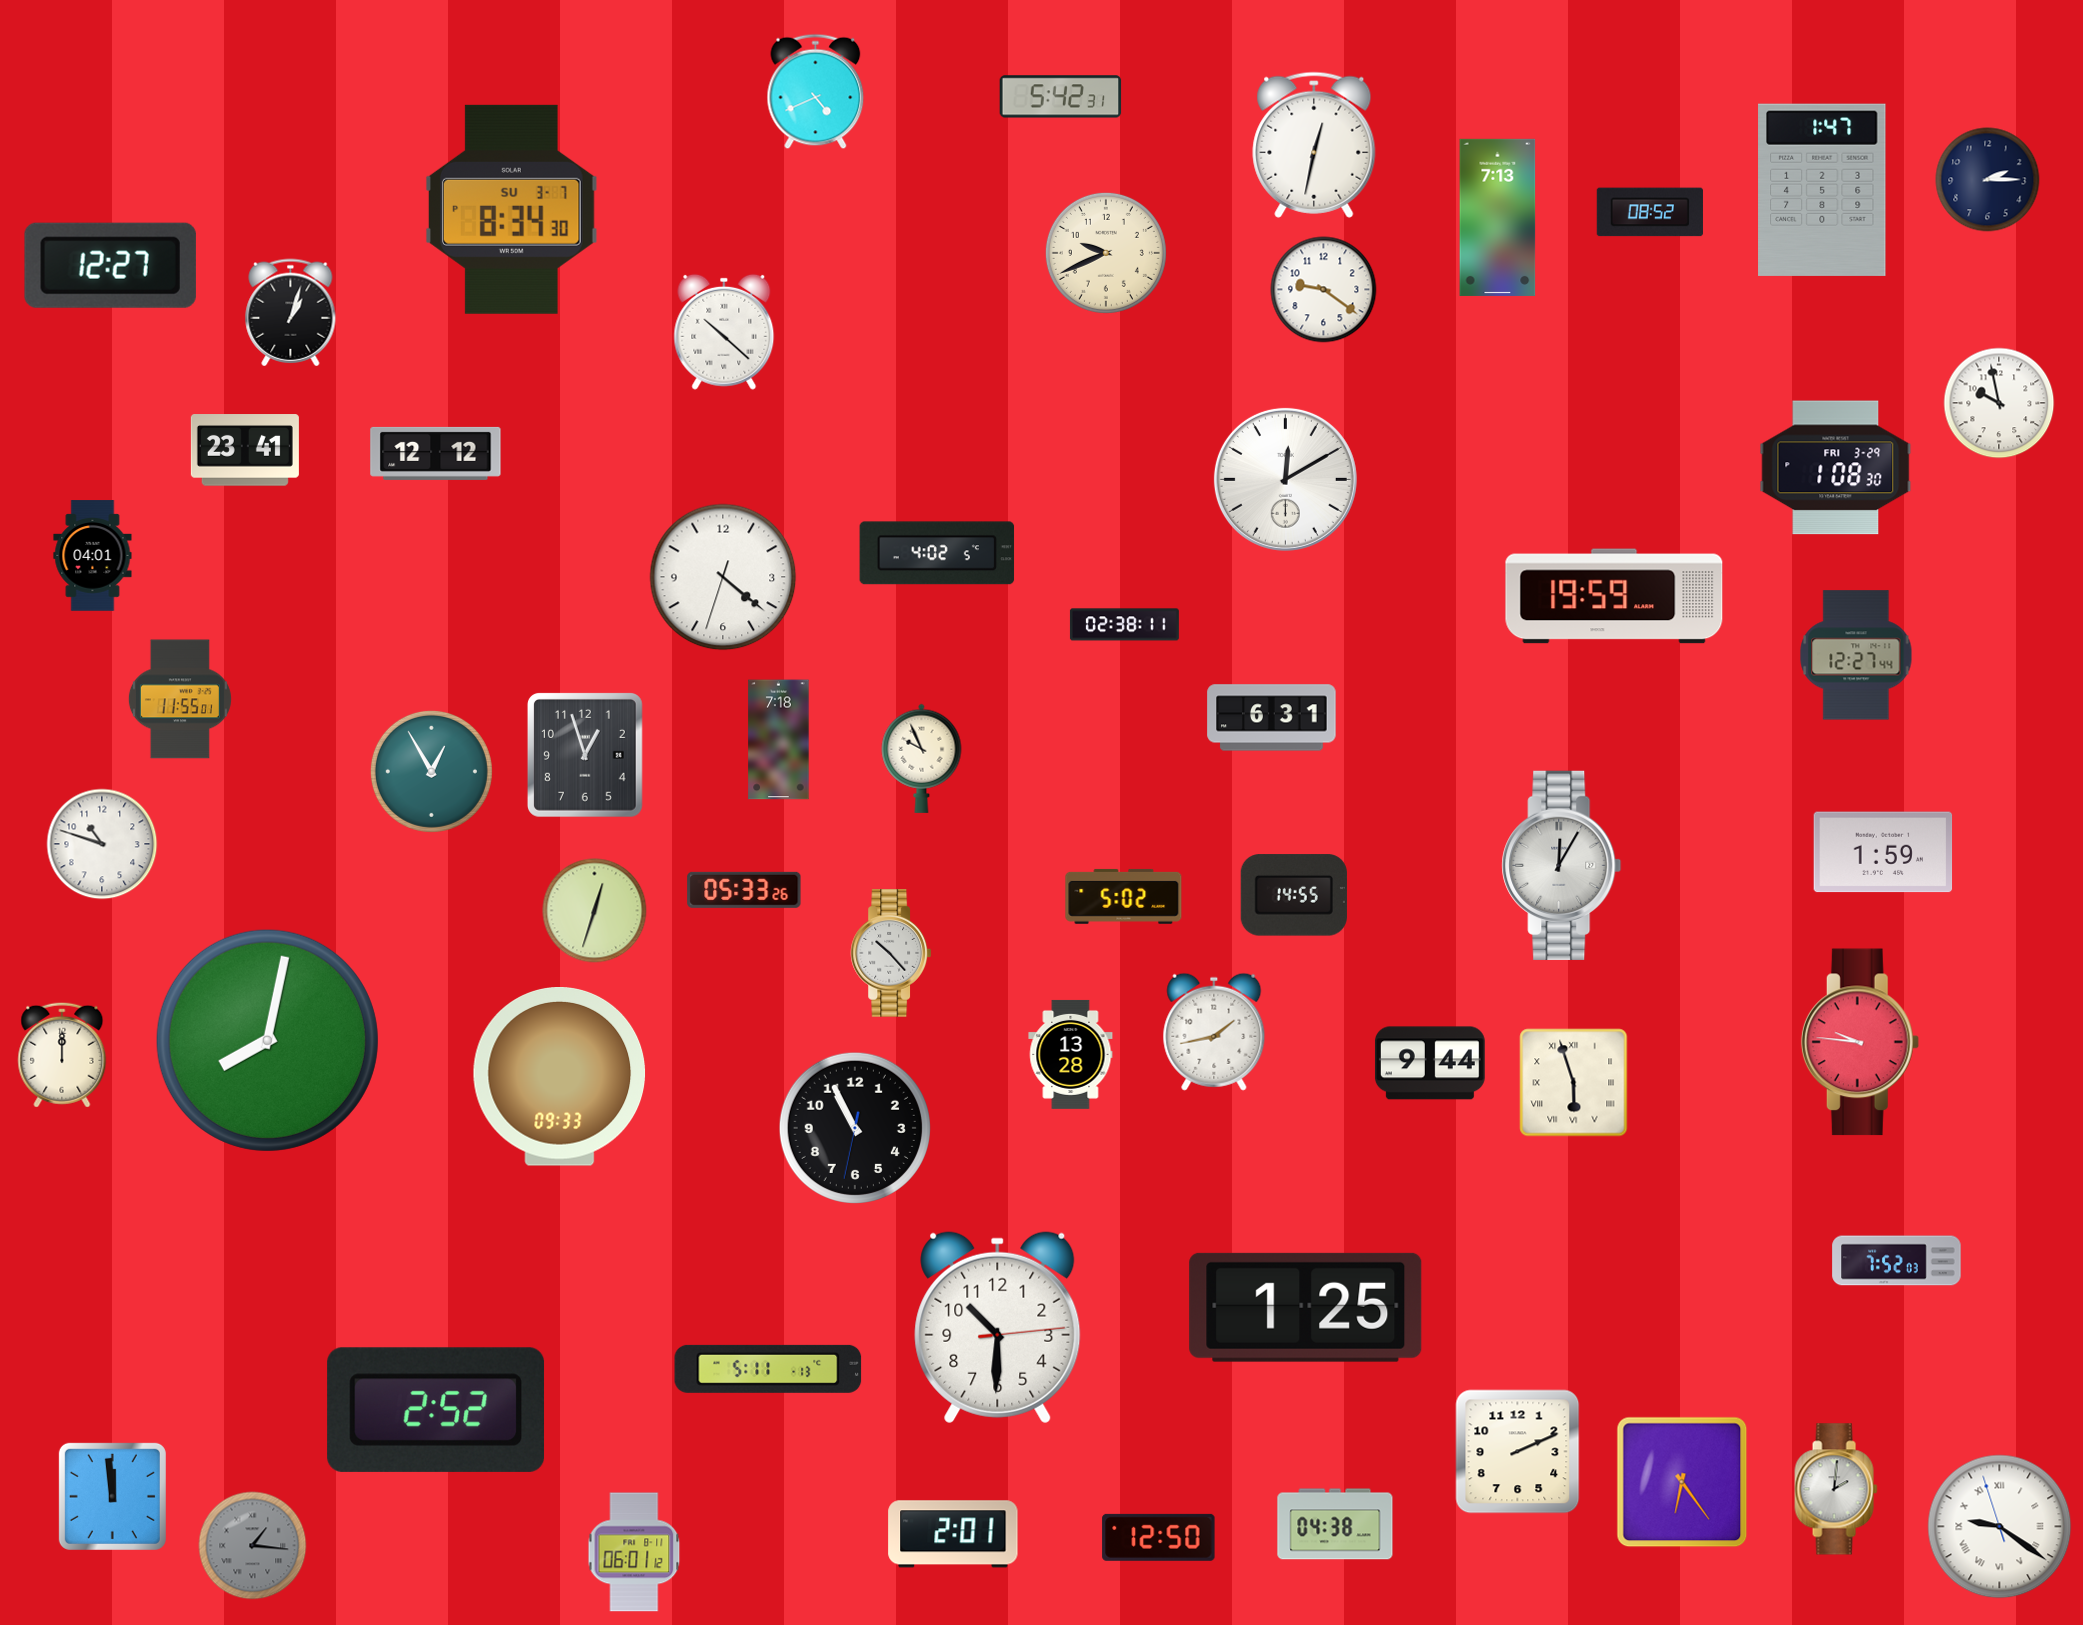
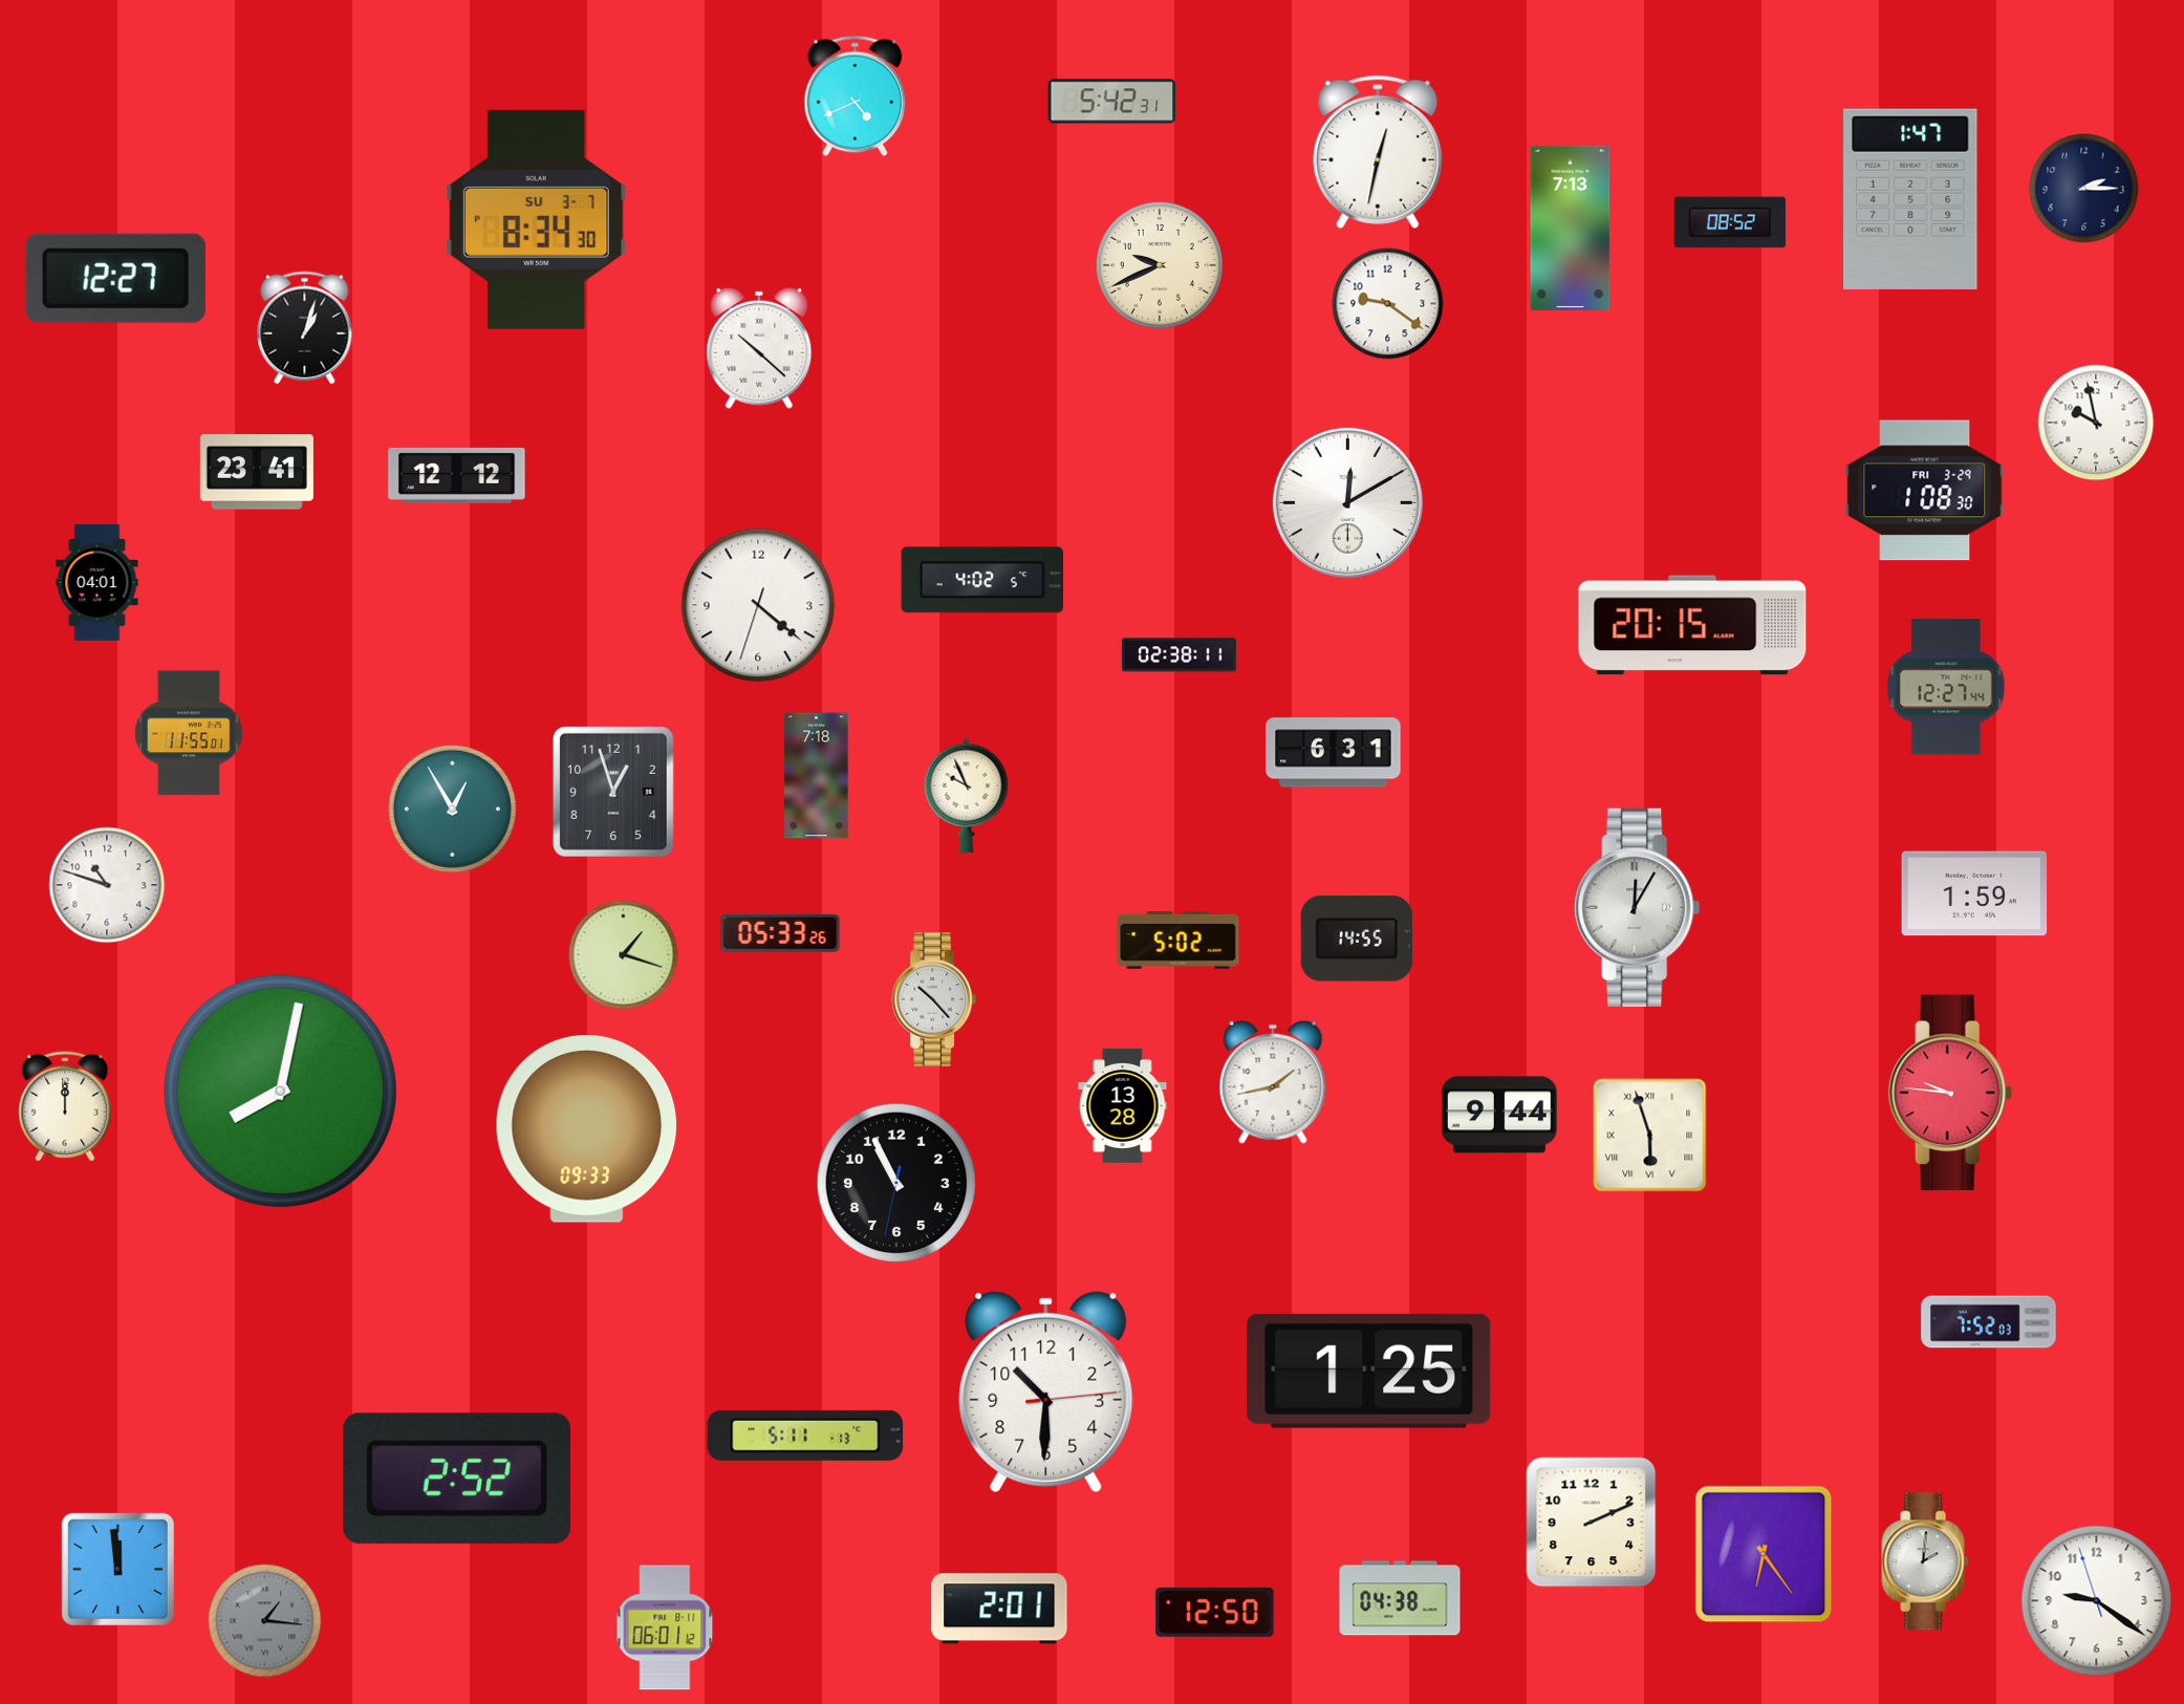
clock at (1614, 596): 19:59 -> 20:15
clock at (595, 911): 12:33 -> 1:18
clock at (2000, 1527) numerals: Roman -> Arabic
